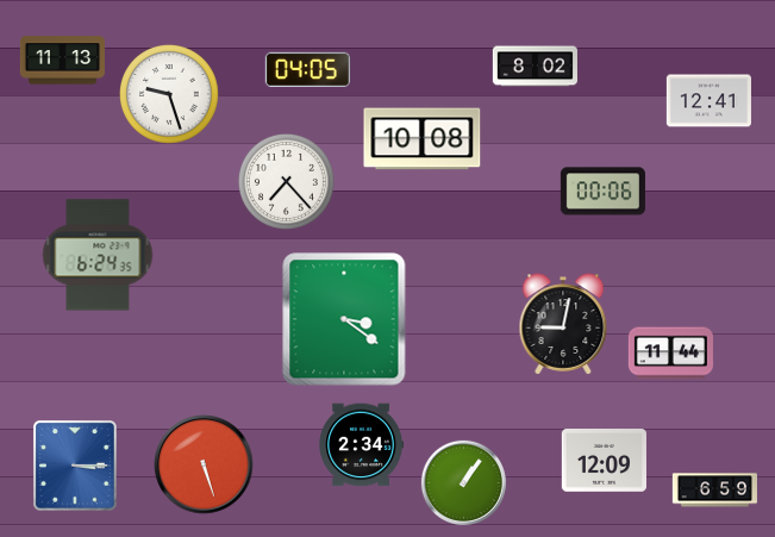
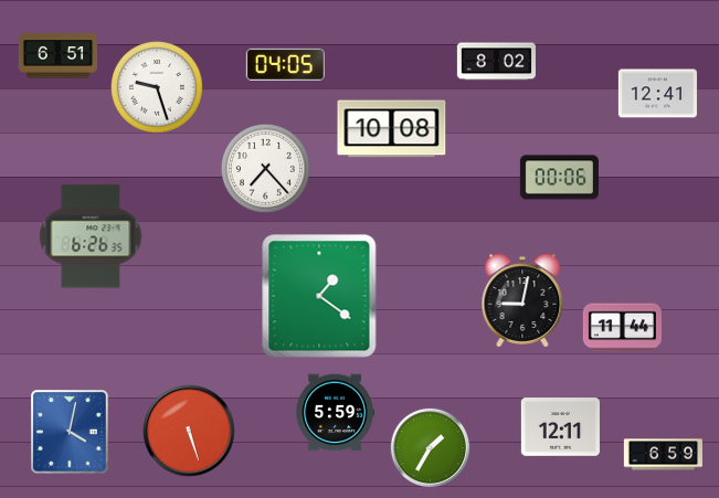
clock at (62, 61): 11:13 -> 6:51
clock at (98, 255): 6:24 -> 6:26
clock at (344, 319): 3:21 -> 1:21
clock at (361, 445): 2:34 -> 5:59
clock at (604, 461): 12:09 -> 12:11
clock at (76, 467): 3:15 -> 4:02
clock at (463, 482): 1:06 -> 1:35
